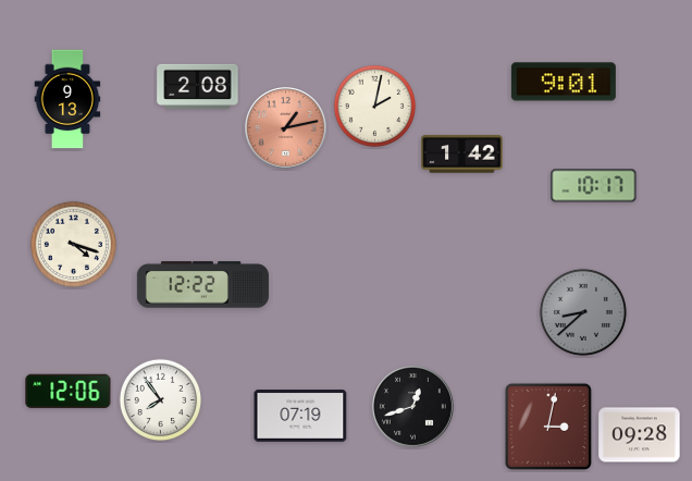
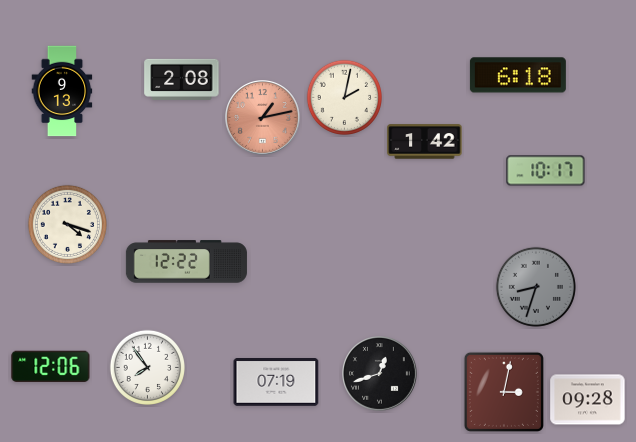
clock at (564, 82): 9:01 -> 6:18
clock at (583, 312): 8:38 -> 8:33
clock at (69, 392) position: (69, 392) -> (51, 367)
